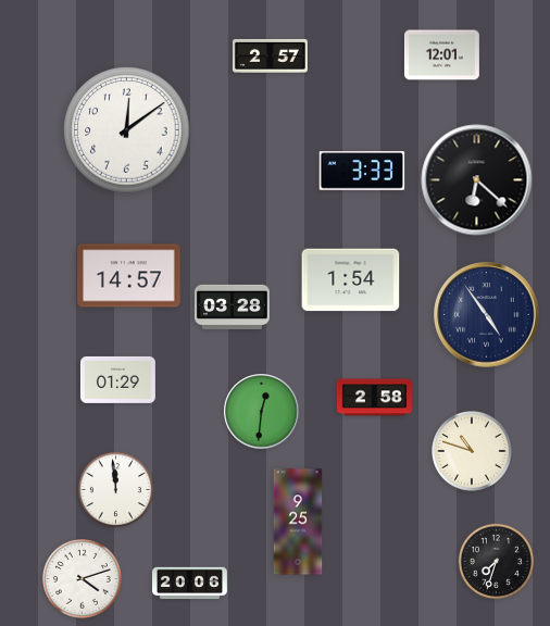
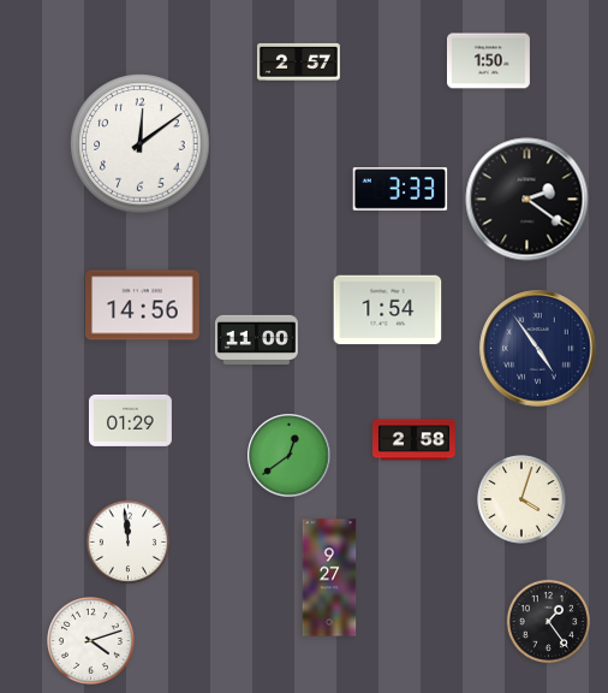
clock at (441, 55): 12:01 -> 1:50
clock at (477, 180): 6:22 -> 2:21
clock at (129, 276): 14:57 -> 14:56
clock at (233, 306): 03:28 -> 11:00
clock at (262, 412): 12:31 -> 12:39
clock at (472, 451): 10:48 -> 4:03
clock at (298, 522): 9:25 -> 9:27
clock at (497, 562): 7:33 -> 1:24
clock at (190, 584): 20:06 -> none
